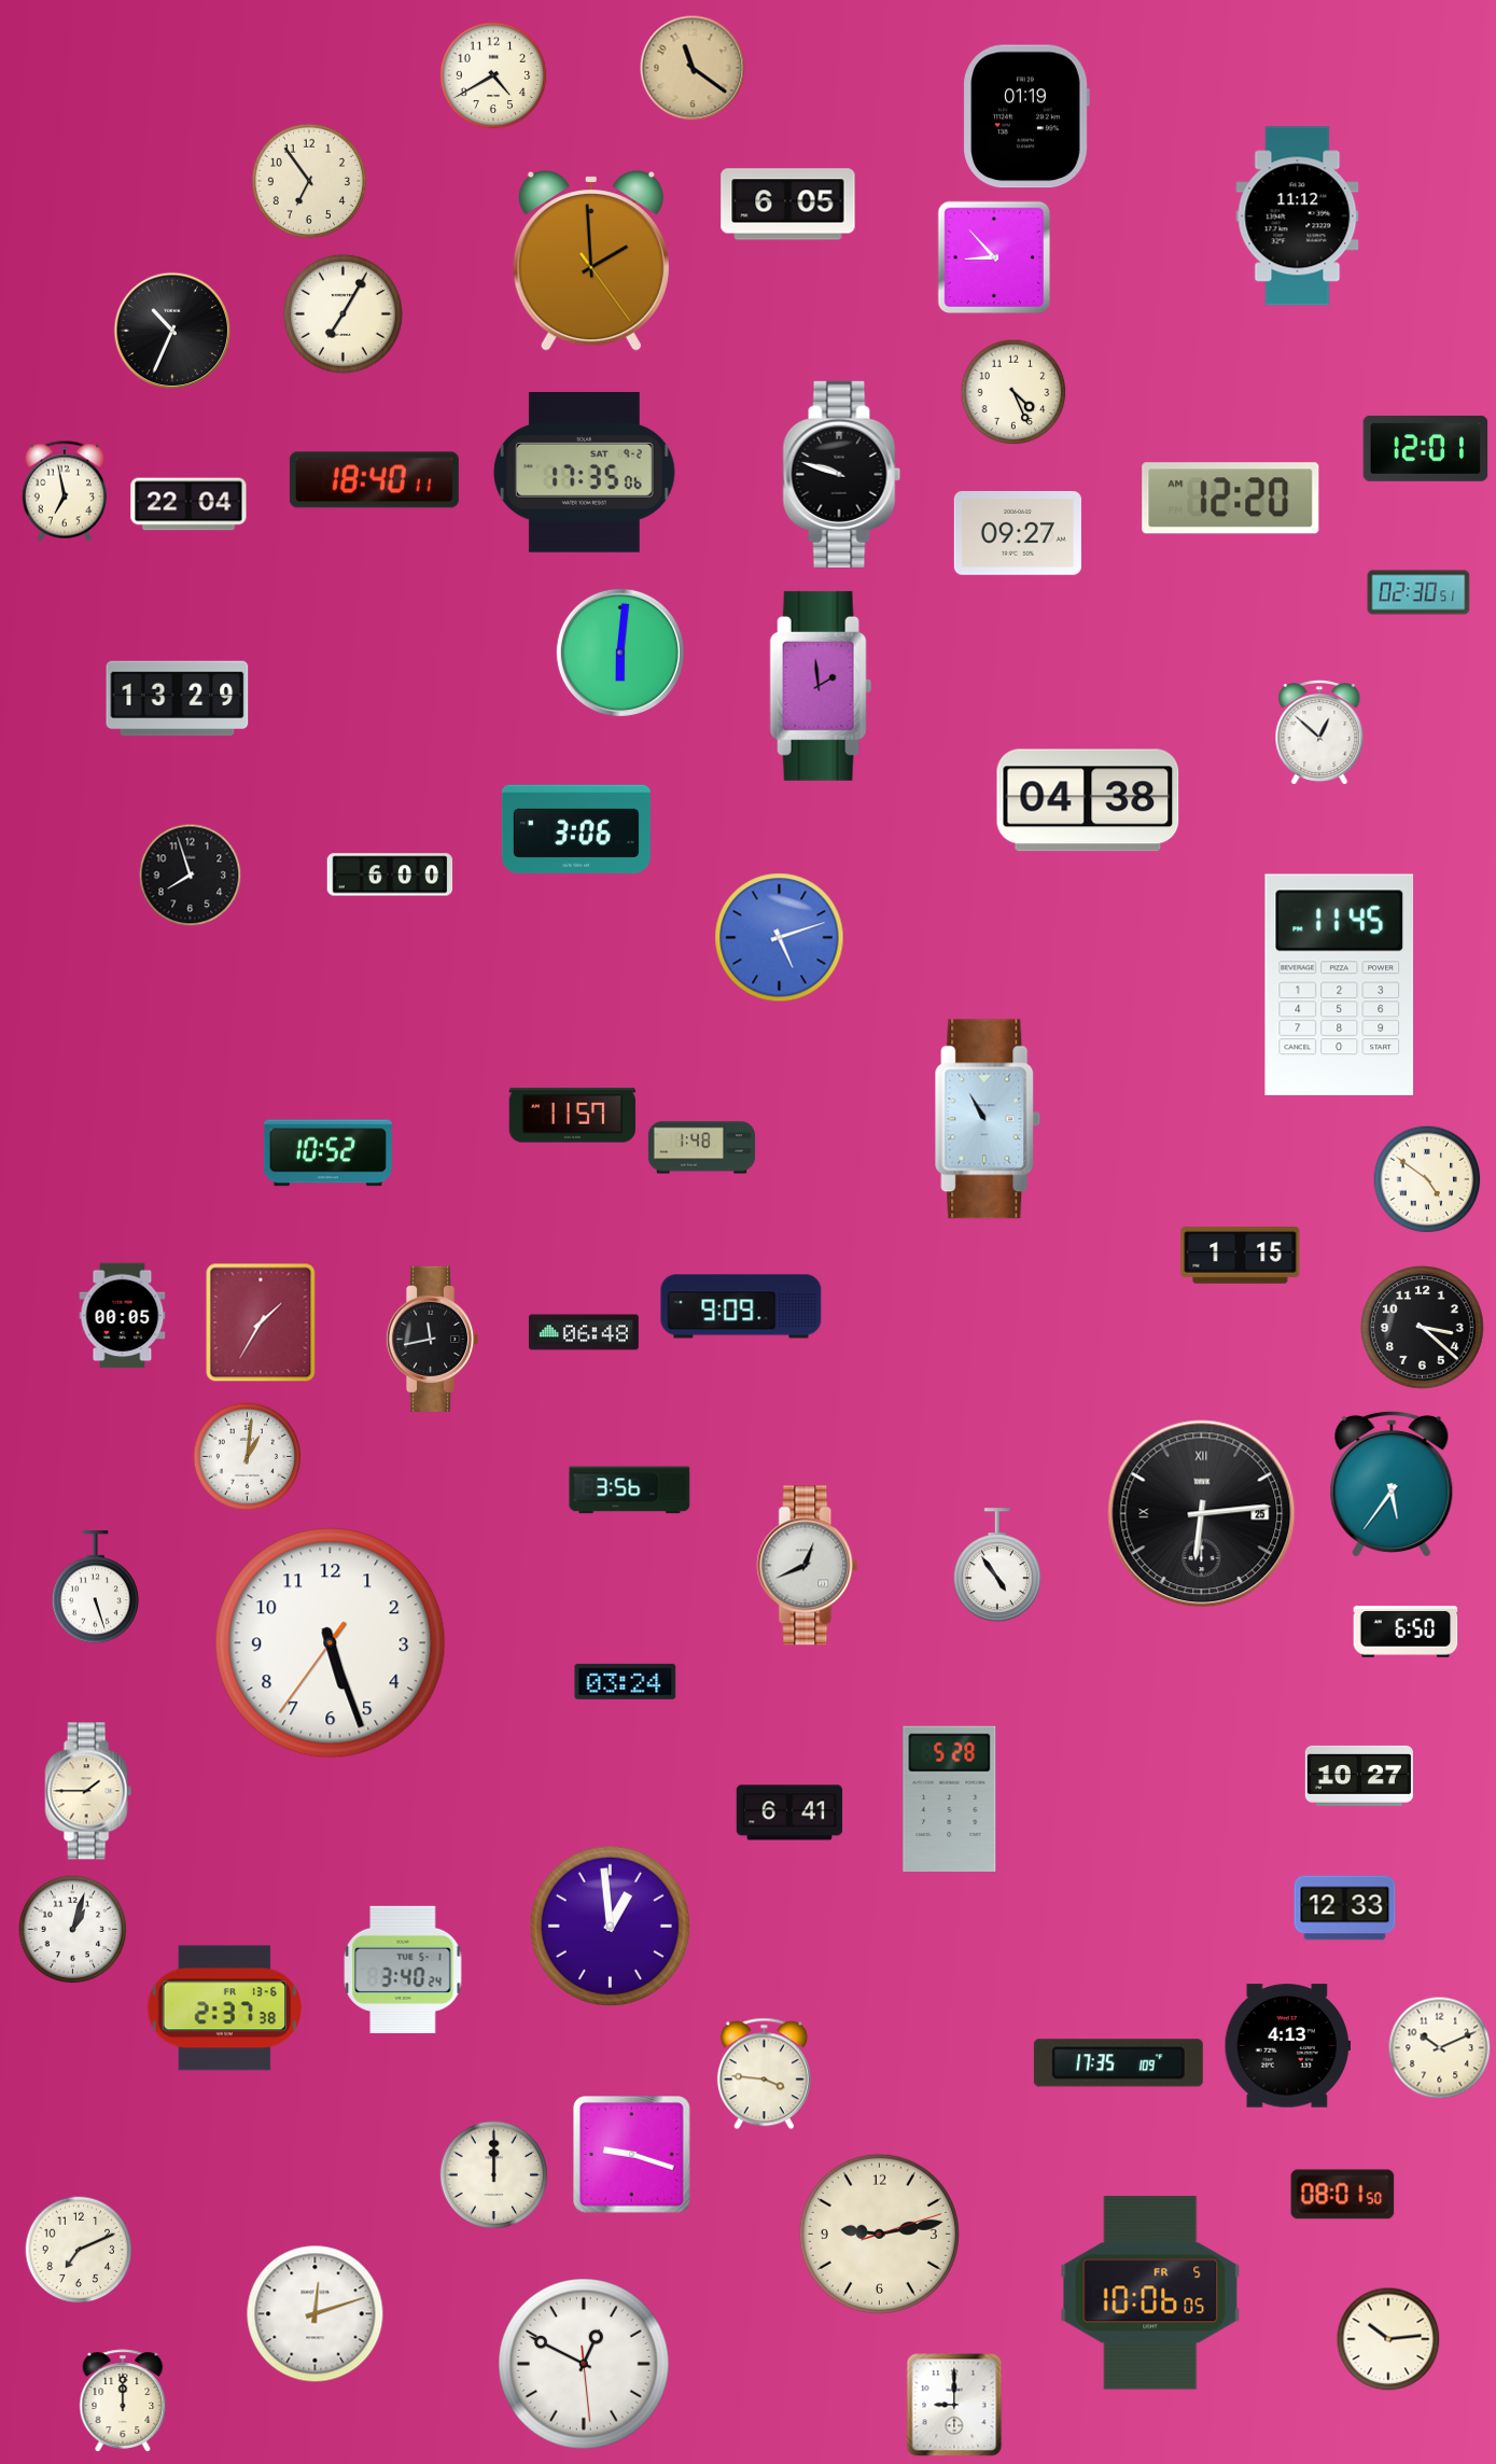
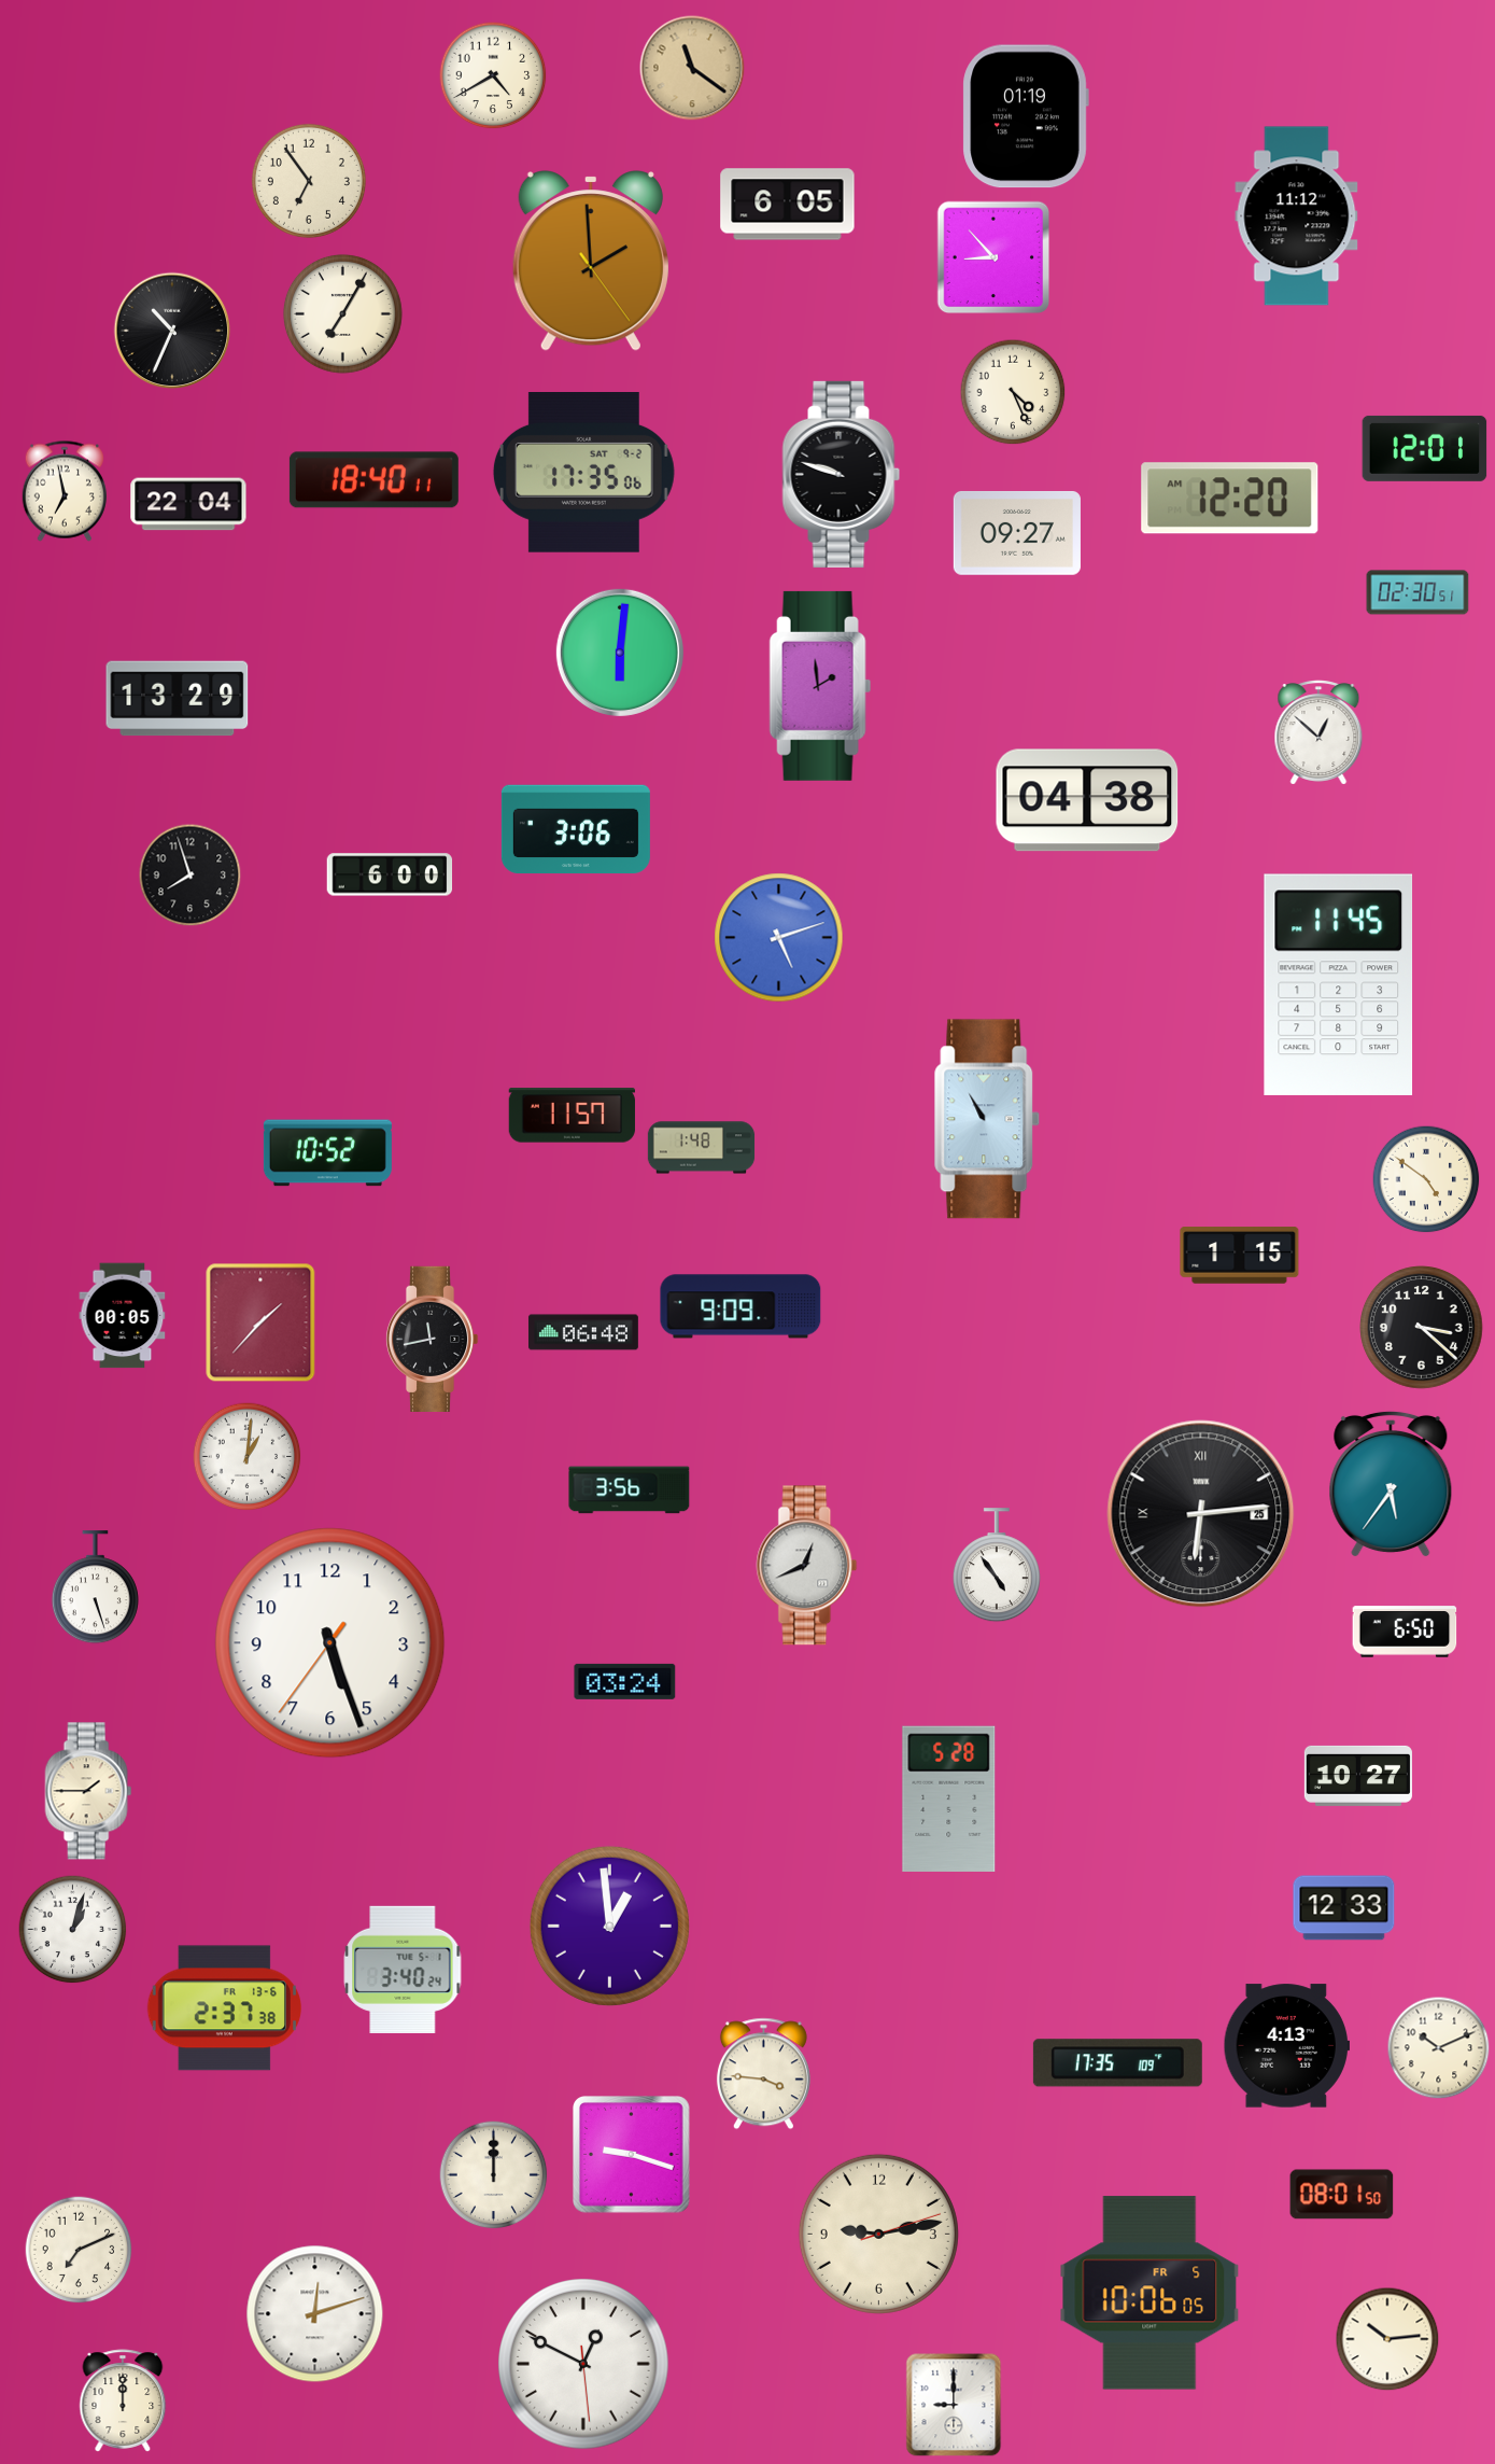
clock at (261, 1322): 1:35 -> 1:37
clock at (789, 1812): 6:41 -> none
